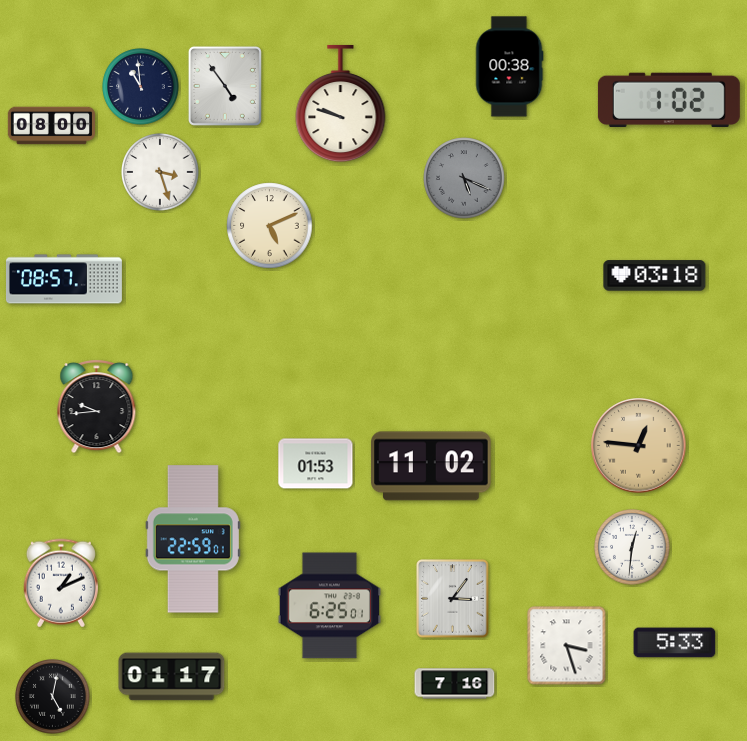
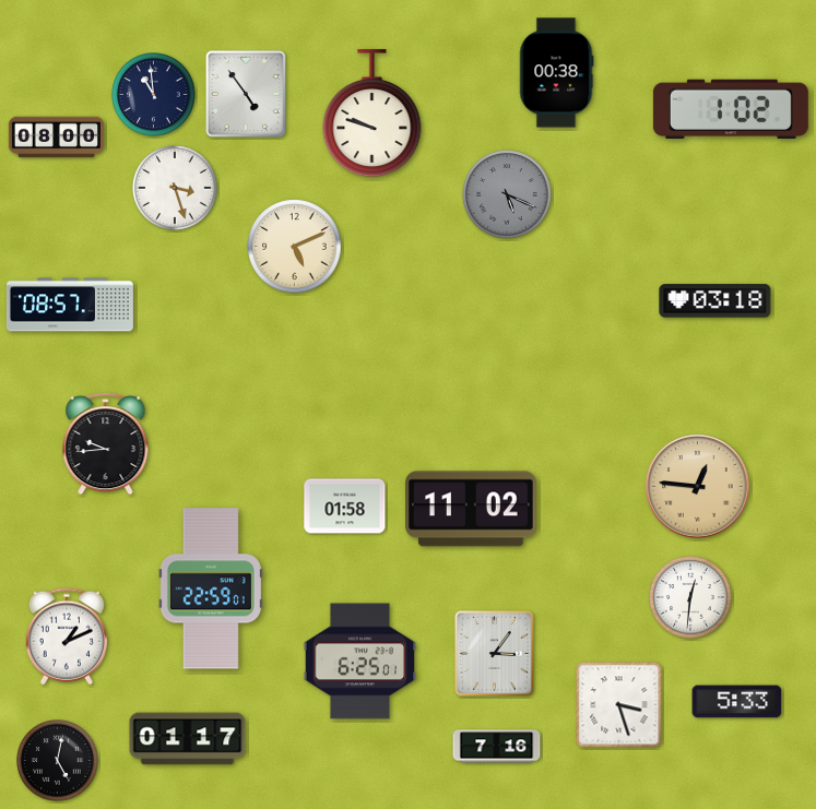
clock at (316, 464): 01:53 -> 01:58
